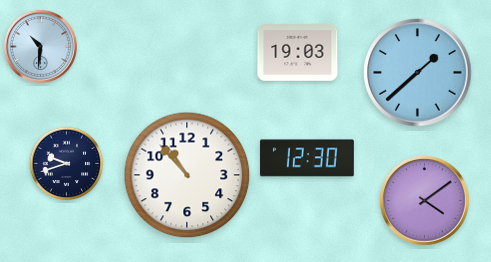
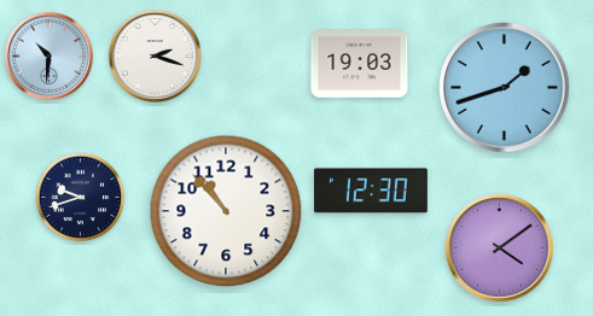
clock at (155, 55): none -> 2:18
clock at (418, 73): 1:38 -> 1:42
clock at (425, 201) position: (425, 201) -> (500, 248)
